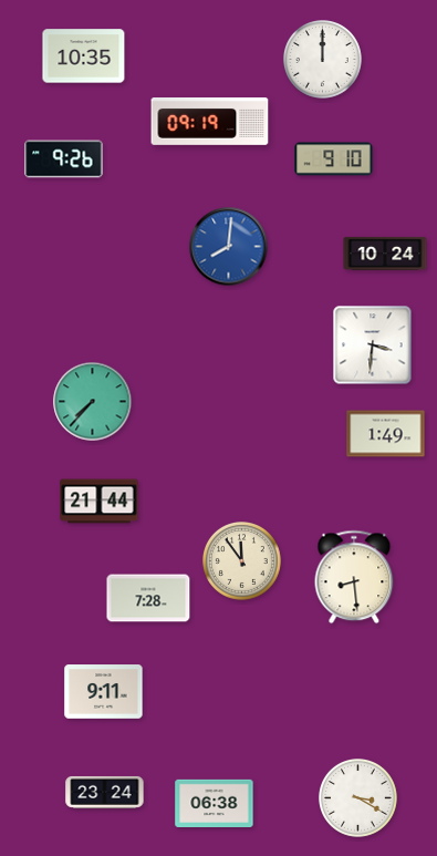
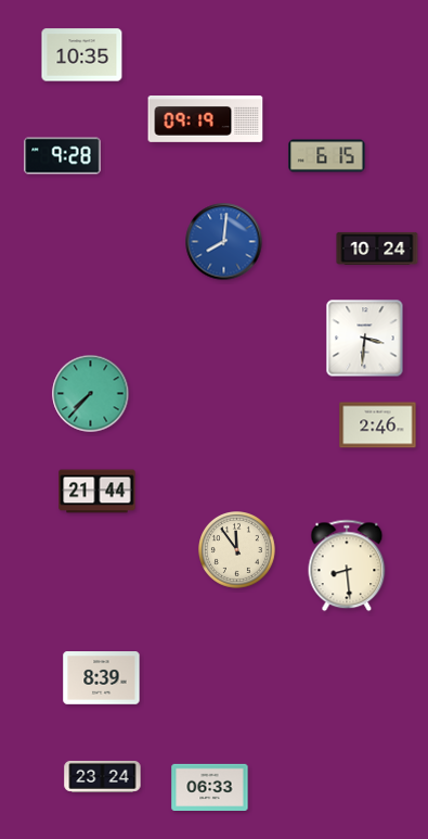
clock at (323, 60): 12:00 -> none
clock at (64, 159): 9:26 -> 9:28
clock at (334, 159): 9:10 -> 6:15
clock at (386, 434): 1:49 -> 2:46
clock at (148, 598): 7:28 -> none
clock at (104, 692): 9:11 -> 8:39
clock at (358, 798): 3:20 -> none
clock at (215, 803): 06:38 -> 06:33
